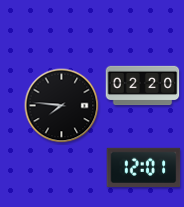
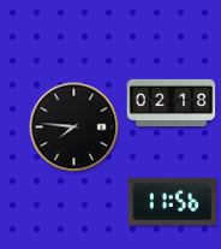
clock at (143, 86): 02:20 -> 02:18
clock at (144, 167): 12:01 -> 11:56
